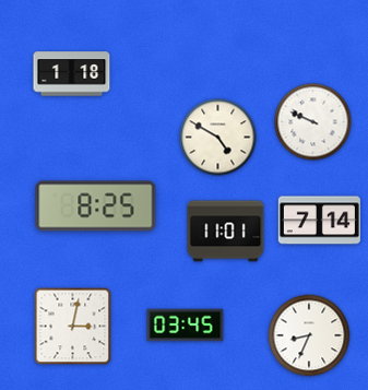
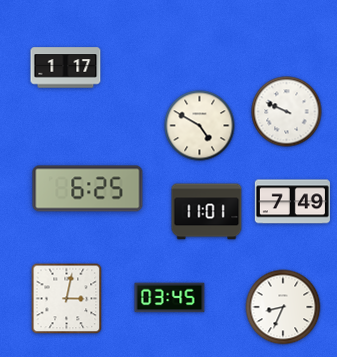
clock at (72, 74): 1:18 -> 1:17
clock at (96, 206): 8:25 -> 6:25
clock at (319, 221): 7:14 -> 7:49
